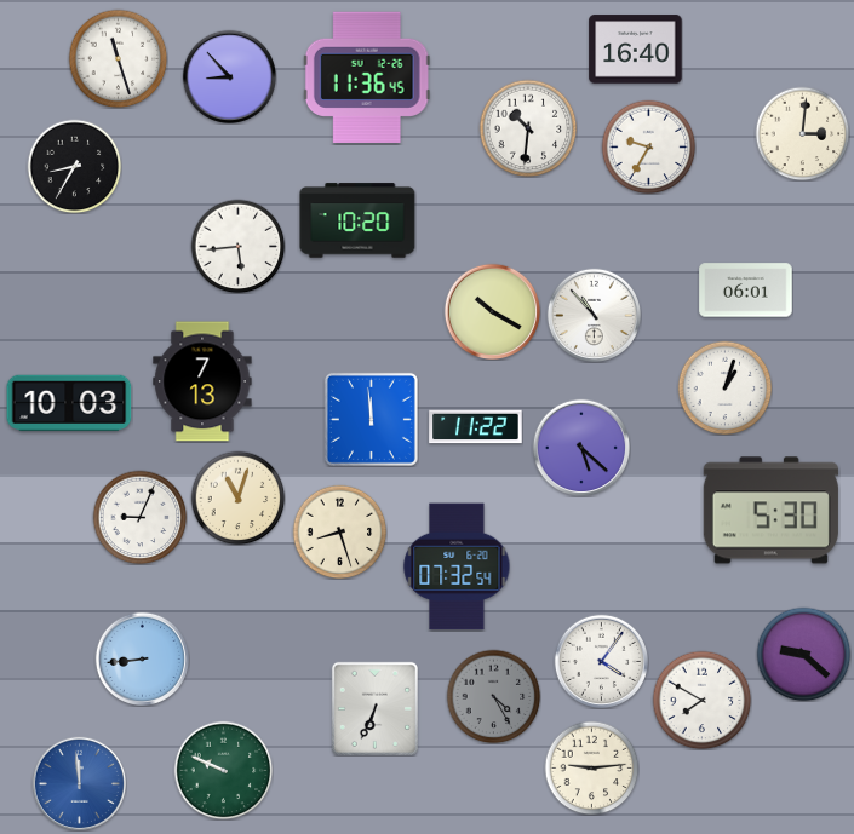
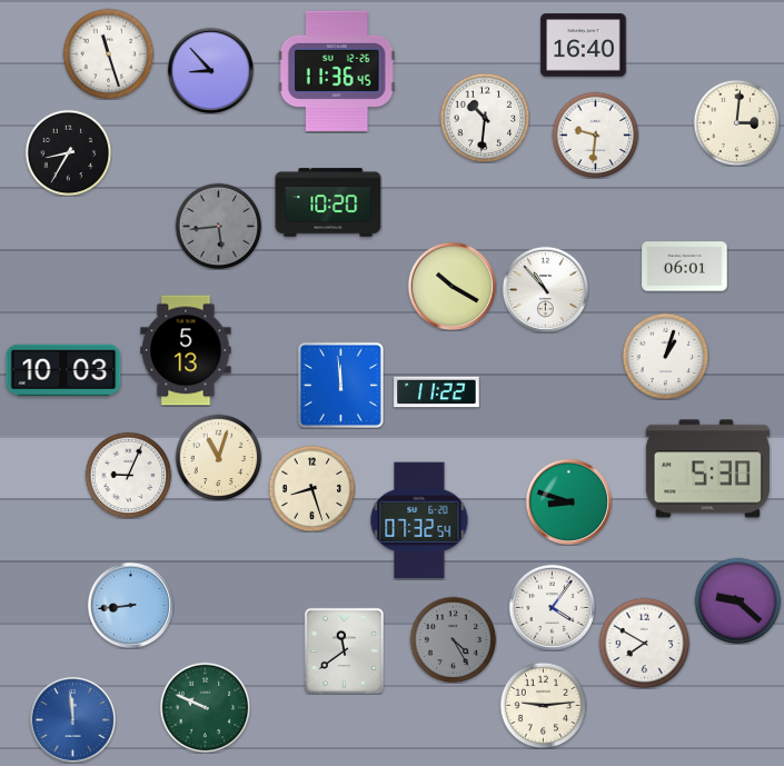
clock at (648, 146): 9:35 -> 9:31
clock at (237, 246) dial: white -> grey
clock at (202, 381): 7:13 -> 5:13
clock at (581, 448): 5:22 -> none
clock at (568, 501): none -> 8:48
clock at (374, 708): 6:34 -> 11:39
